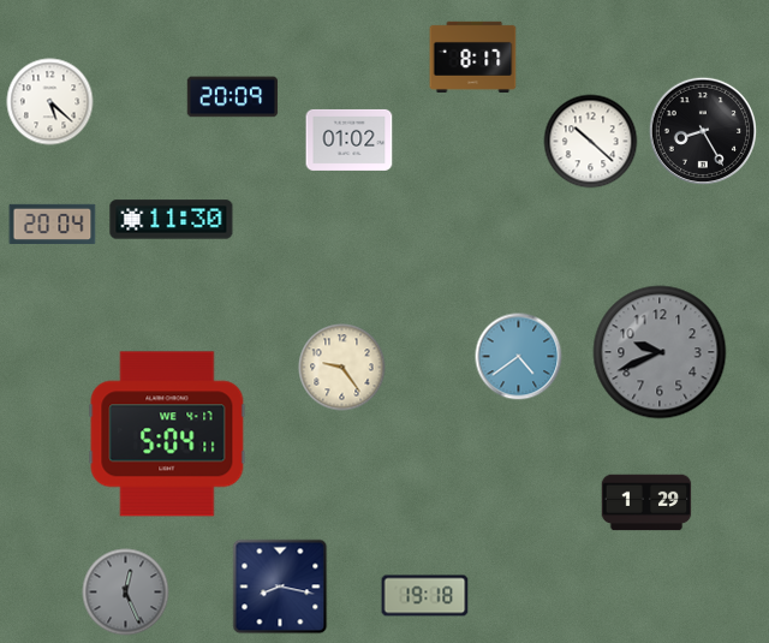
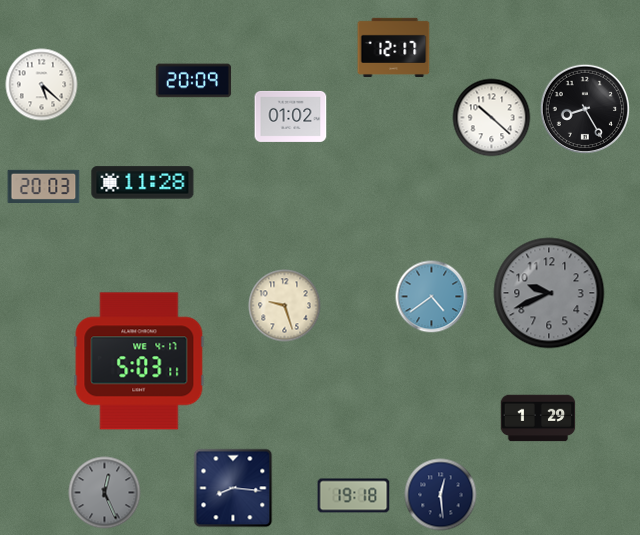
clock at (473, 56): 8:17 -> 12:17
clock at (172, 220): 11:30 -> 11:28
clock at (53, 224): 20:04 -> 20:03
clock at (342, 368): 9:24 -> 9:27
clock at (167, 434): 5:04 -> 5:03
clock at (280, 587): 8:17 -> 8:16
clock at (441, 495): none -> 12:29
